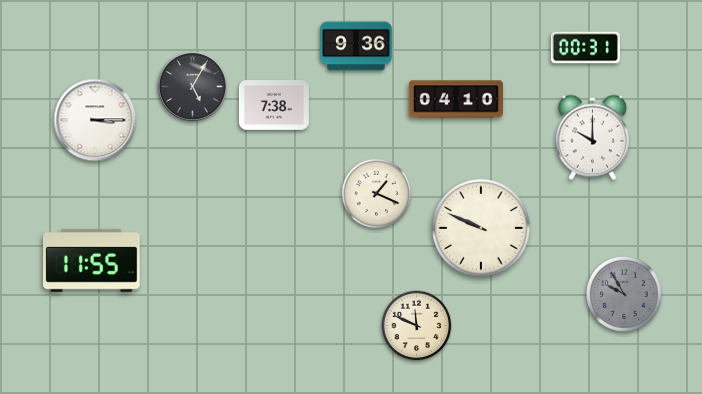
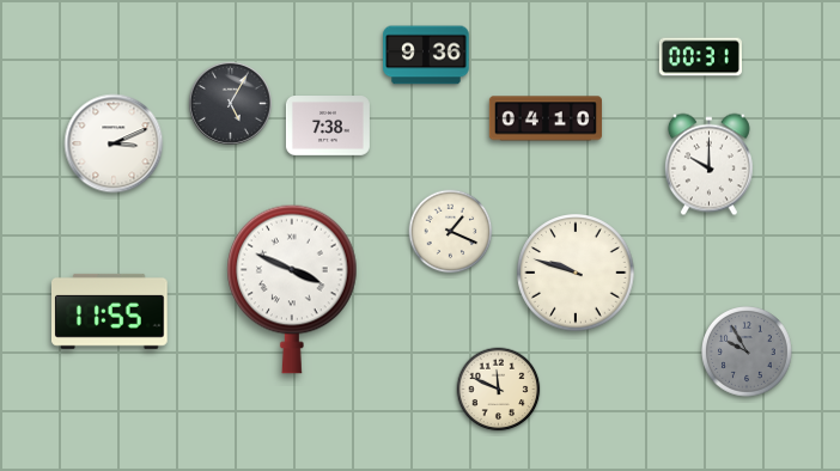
clock at (95, 120): 3:15 -> 3:11
clock at (481, 228): 9:49 -> 9:48
clock at (292, 289): none -> 3:49
